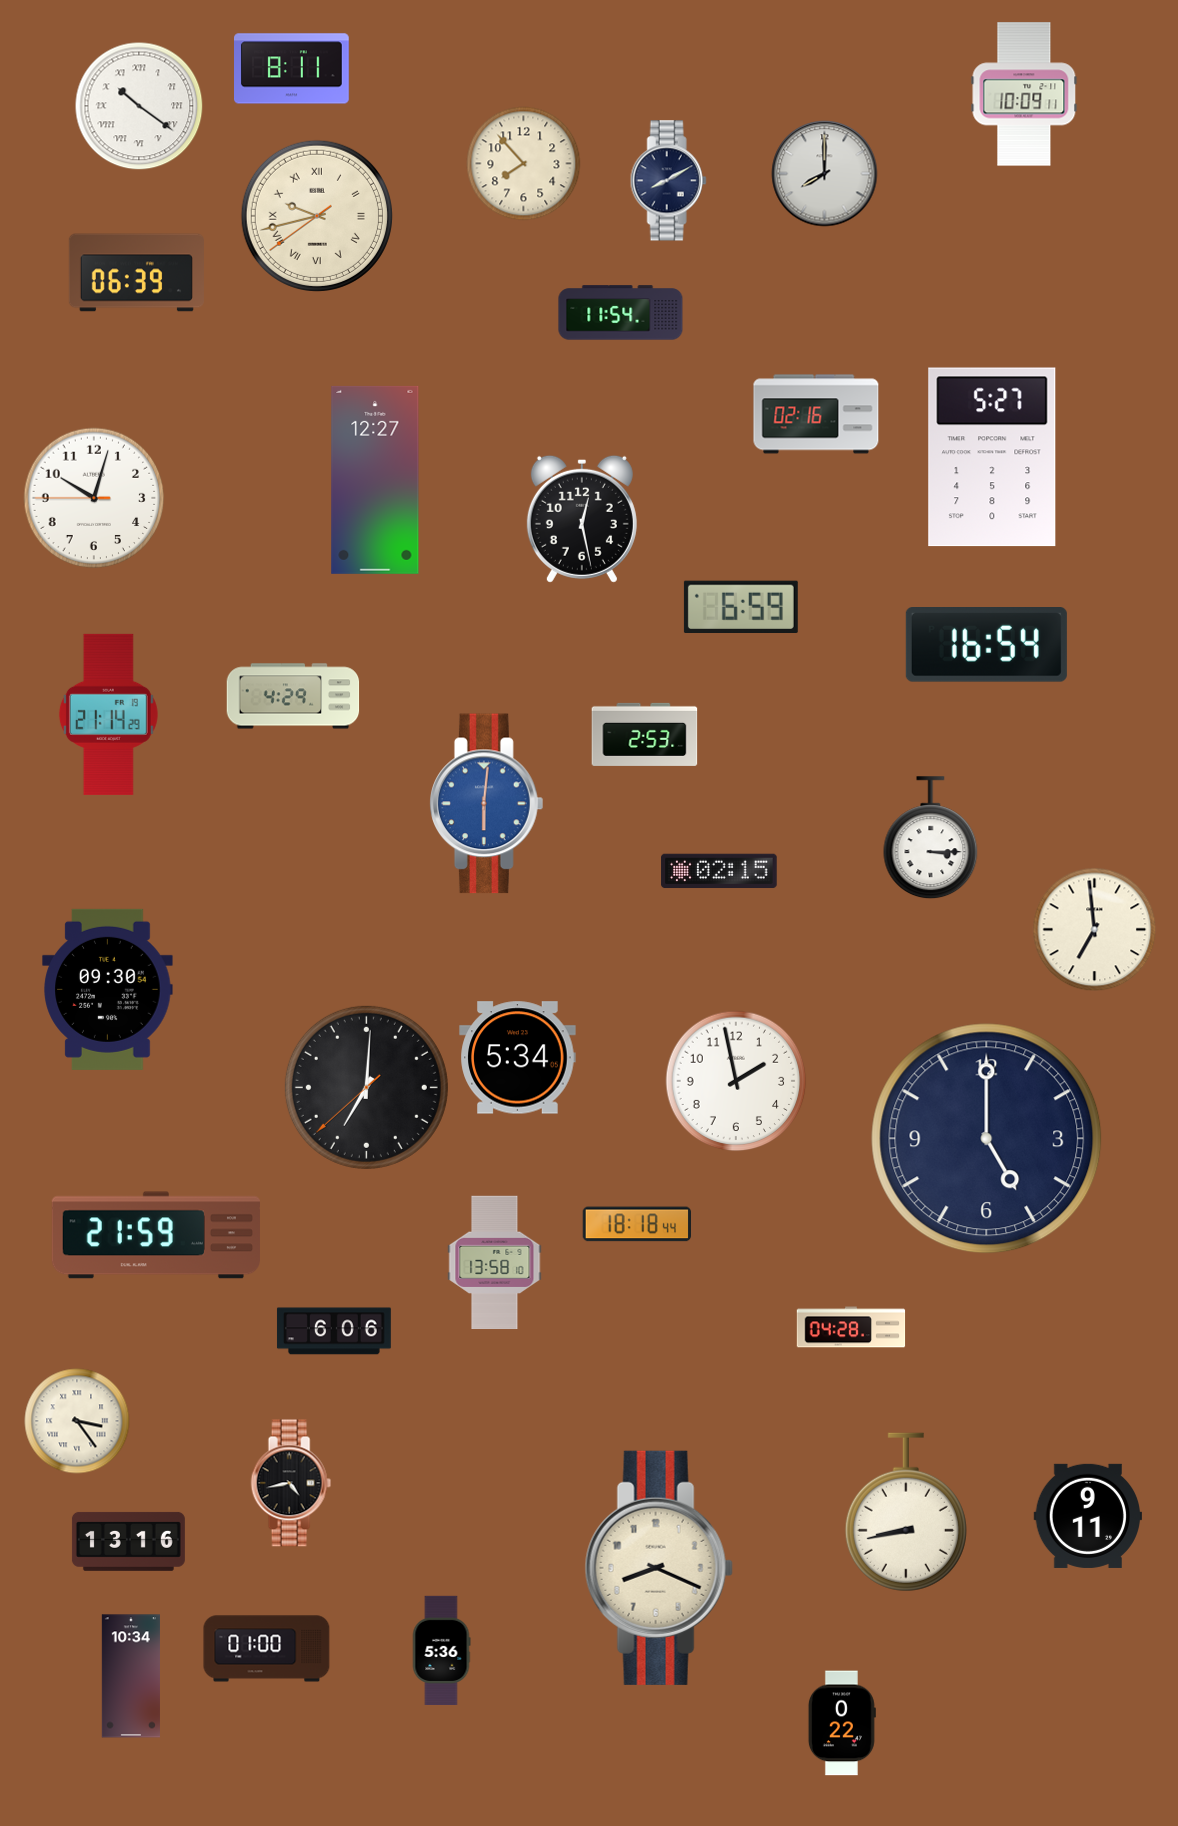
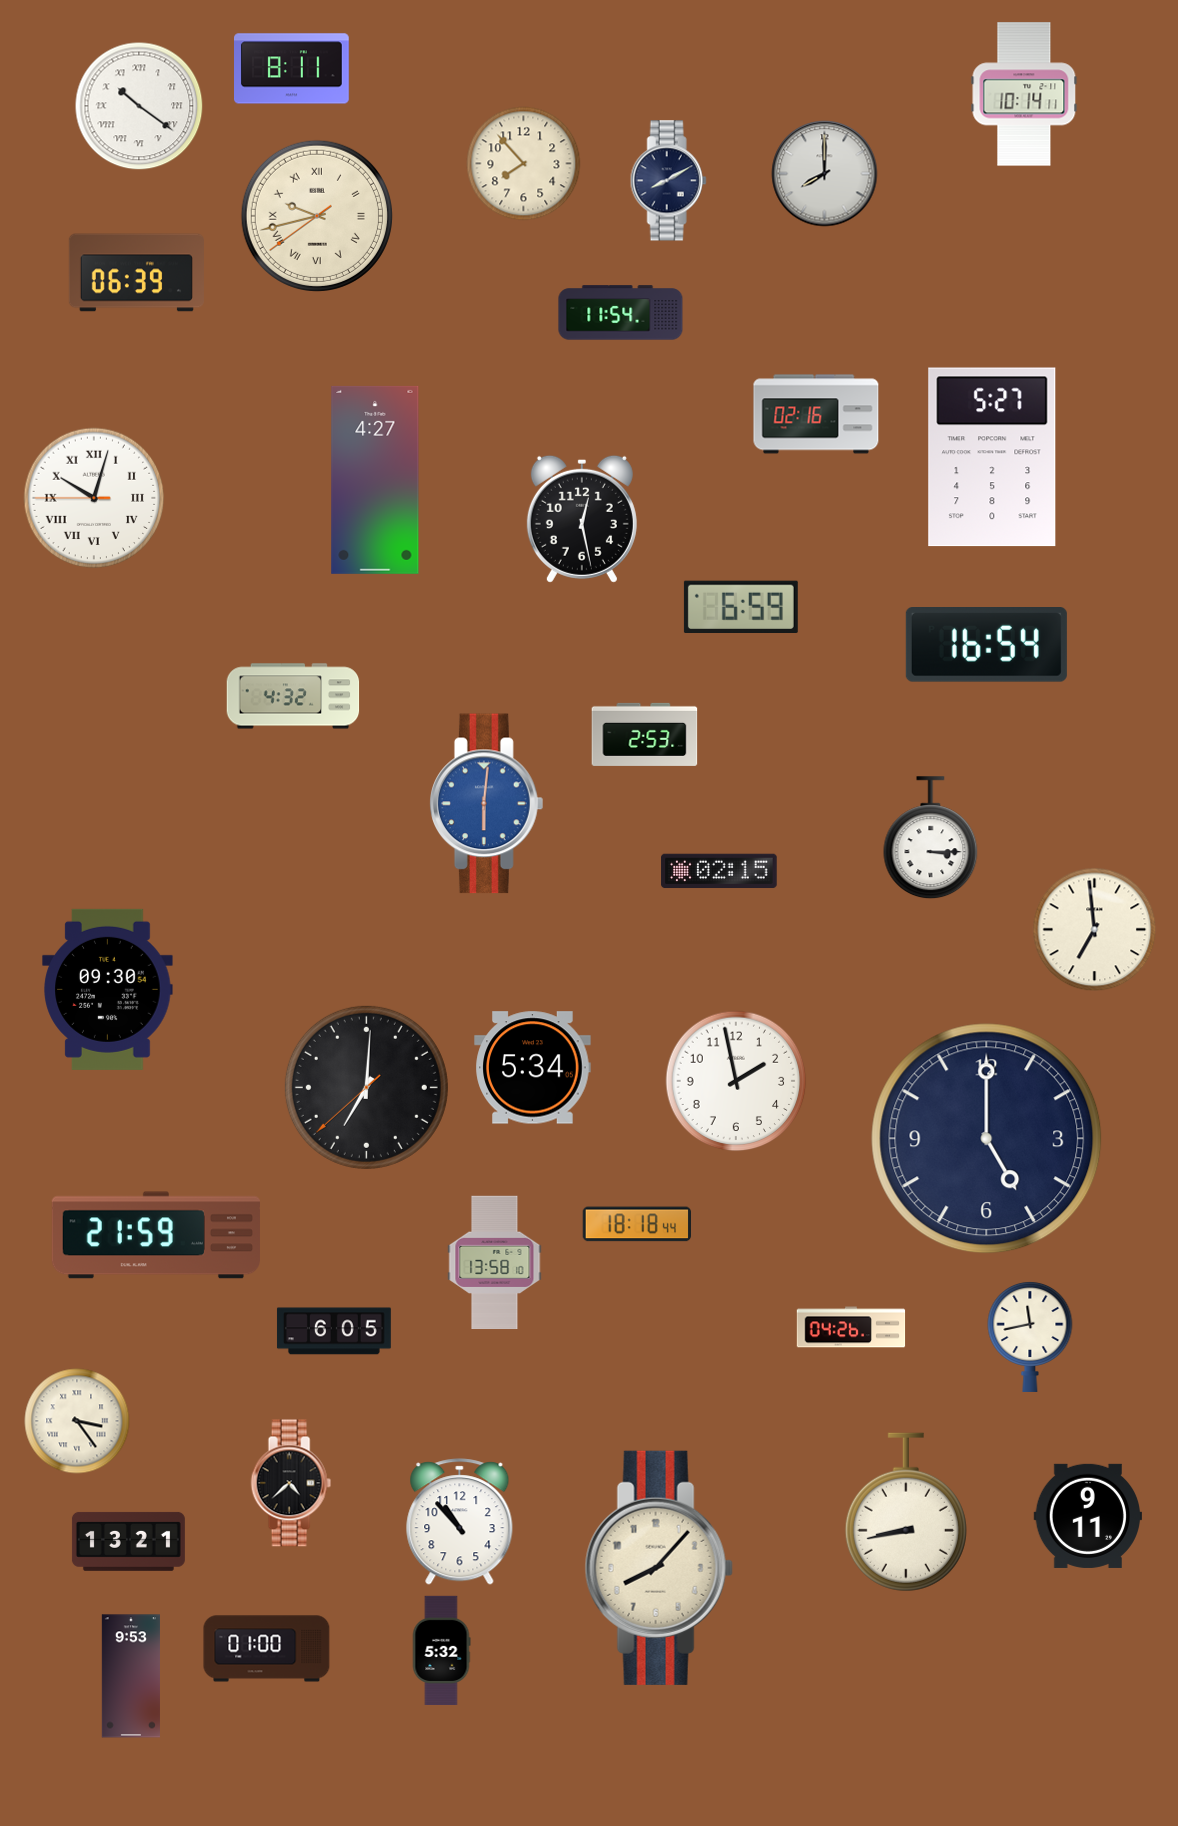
clock at (1024, 94): 10:09 -> 10:14
clock at (375, 480): 12:27 -> 4:27
clock at (94, 498) numerals: Arabic -> Roman
clock at (293, 696): 4:29 -> 4:32
clock at (108, 714): 21:14 -> none
clock at (518, 1058) position: (518, 1058) -> (533, 1068)
clock at (851, 1327): 04:28 -> 04:26
clock at (334, 1331): 6:06 -> 6:05
clock at (1030, 1336): none -> 11:43
clock at (291, 1483): 4:43 -> 4:38
clock at (460, 1522): none -> 10:53
clock at (128, 1541): 13:16 -> 13:21
clock at (659, 1568): 8:19 -> 8:07
clock at (441, 1650): 5:36 -> 5:32
clock at (131, 1676): 10:34 -> 9:53
clock at (842, 1723): 0:22 -> none
